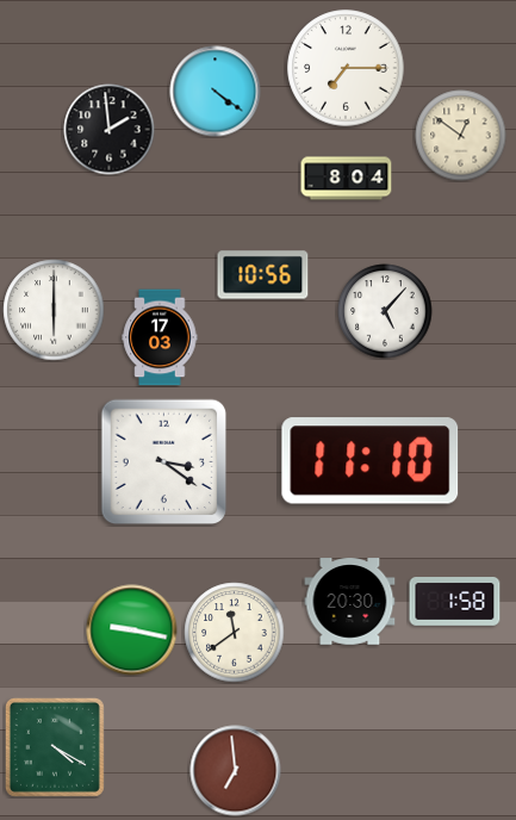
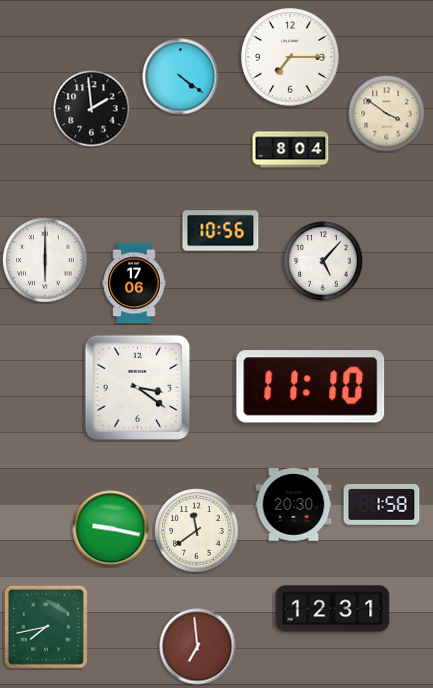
clock at (461, 136): 12:51 -> 3:51
clock at (160, 337): 17:03 -> 17:06
clock at (333, 609): none -> 12:31
clock at (55, 747): 4:20 -> 7:43
